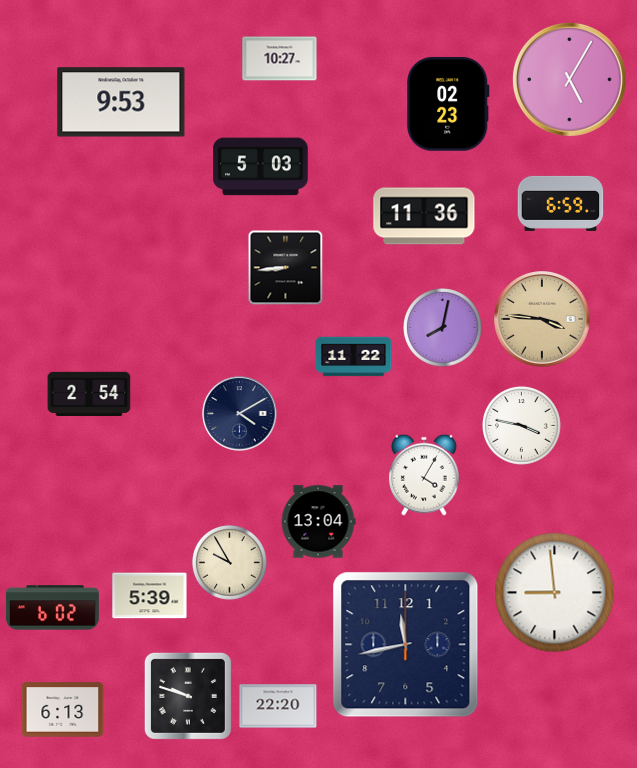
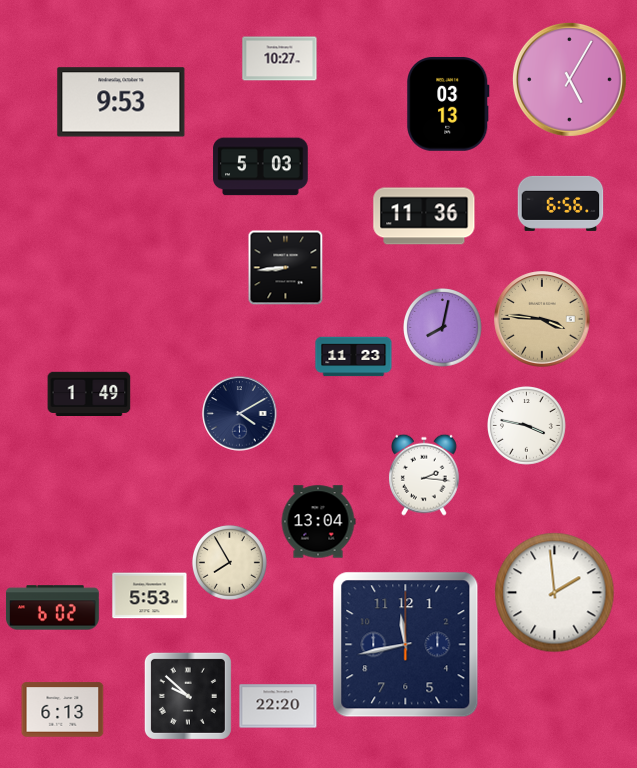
clock at (448, 104): 02:23 -> 03:13
clock at (561, 203): 6:59 -> 6:56
clock at (354, 357): 11:22 -> 11:23
clock at (89, 393): 2:54 -> 1:49
clock at (522, 426) position: (522, 426) -> (527, 426)
clock at (424, 475): 4:05 -> 2:16
clock at (229, 562): 9:55 -> 7:55
clock at (555, 593): 8:59 -> 1:59
clock at (150, 596): 5:39 -> 5:53
clock at (188, 696): 9:48 -> 9:52
